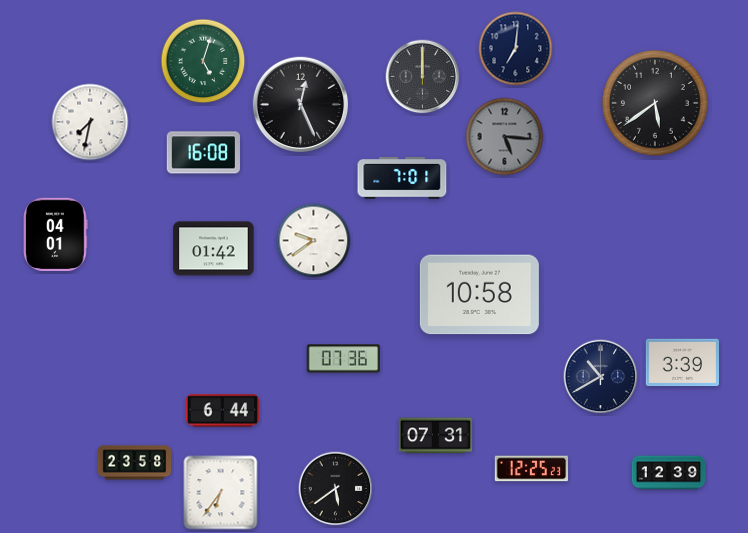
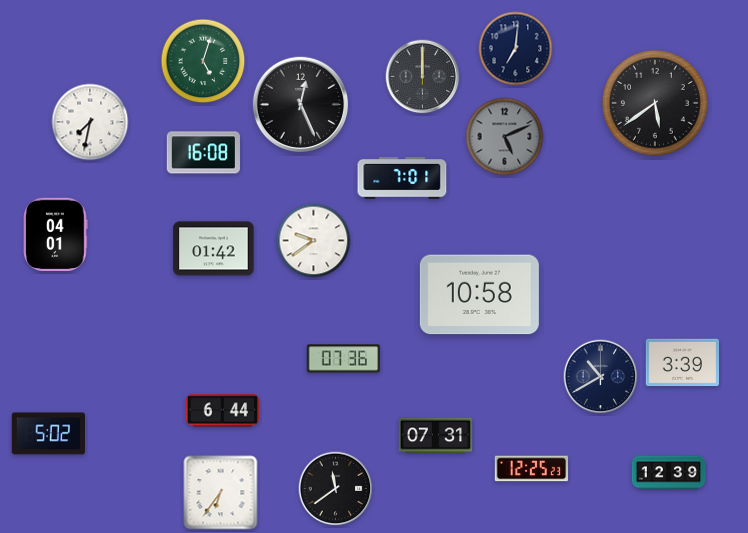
clock at (505, 137): 5:16 -> 5:11
clock at (48, 434): none -> 5:02
clock at (135, 463): 23:58 -> none
clock at (336, 489): 5:39 -> 11:39
